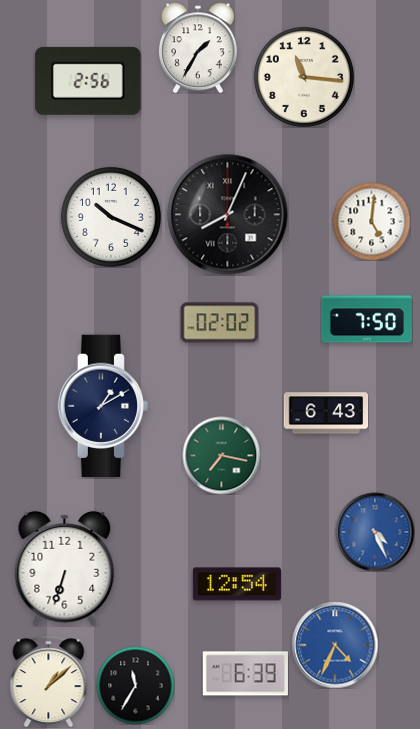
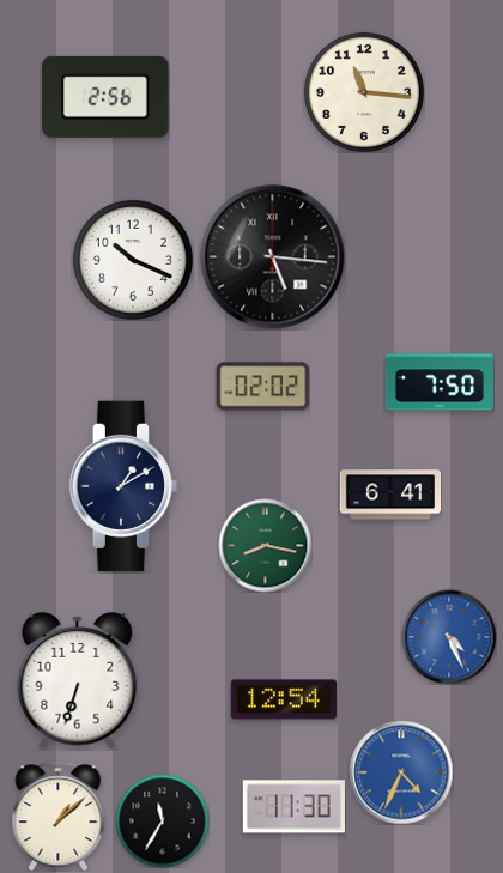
clock at (198, 48): 1:35 -> none
clock at (228, 215): 8:04 -> 5:16
clock at (371, 221): 5:01 -> none
clock at (326, 413): 6:43 -> 6:41
clock at (221, 455): 7:17 -> 8:17
clock at (245, 674): 6:39 -> 11:30
